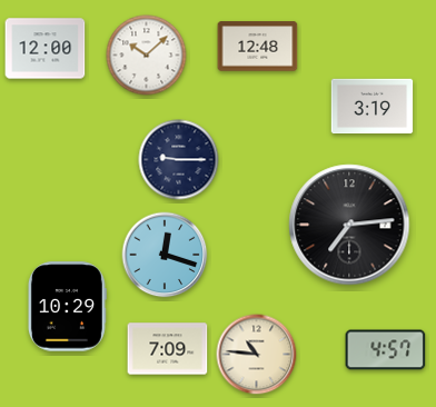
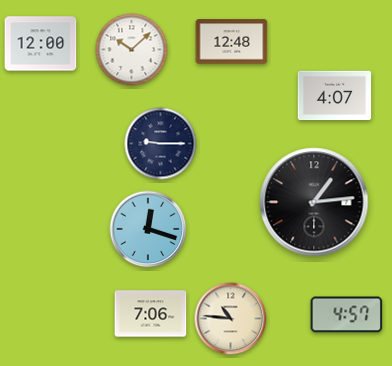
clock at (373, 107): 3:19 -> 4:07
clock at (349, 225): 7:14 -> 1:14
clock at (67, 307): 10:29 -> none
clock at (168, 349): 7:09 -> 7:06
